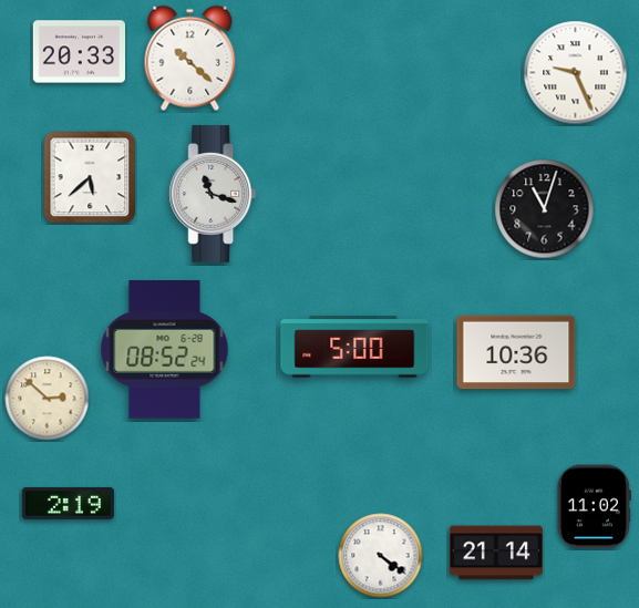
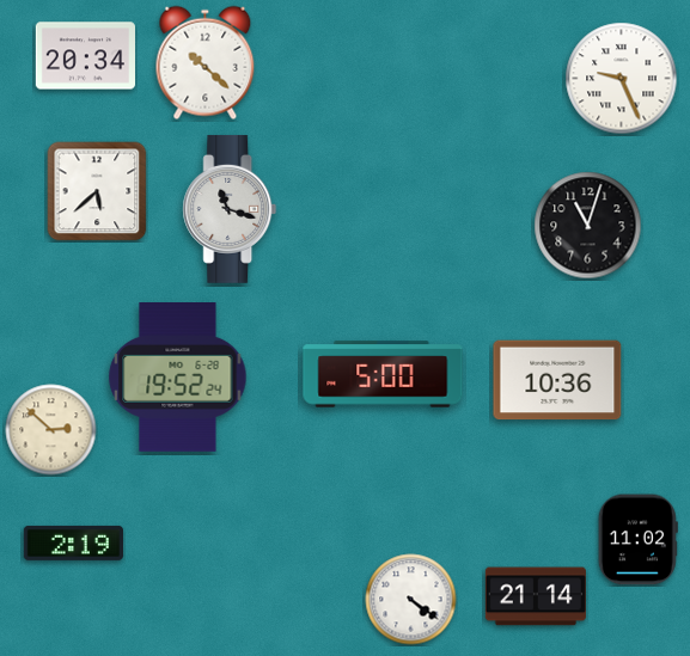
clock at (79, 52): 20:33 -> 20:34
clock at (165, 350): 08:52 -> 19:52
clock at (594, 507) position: (594, 507) -> (637, 540)
